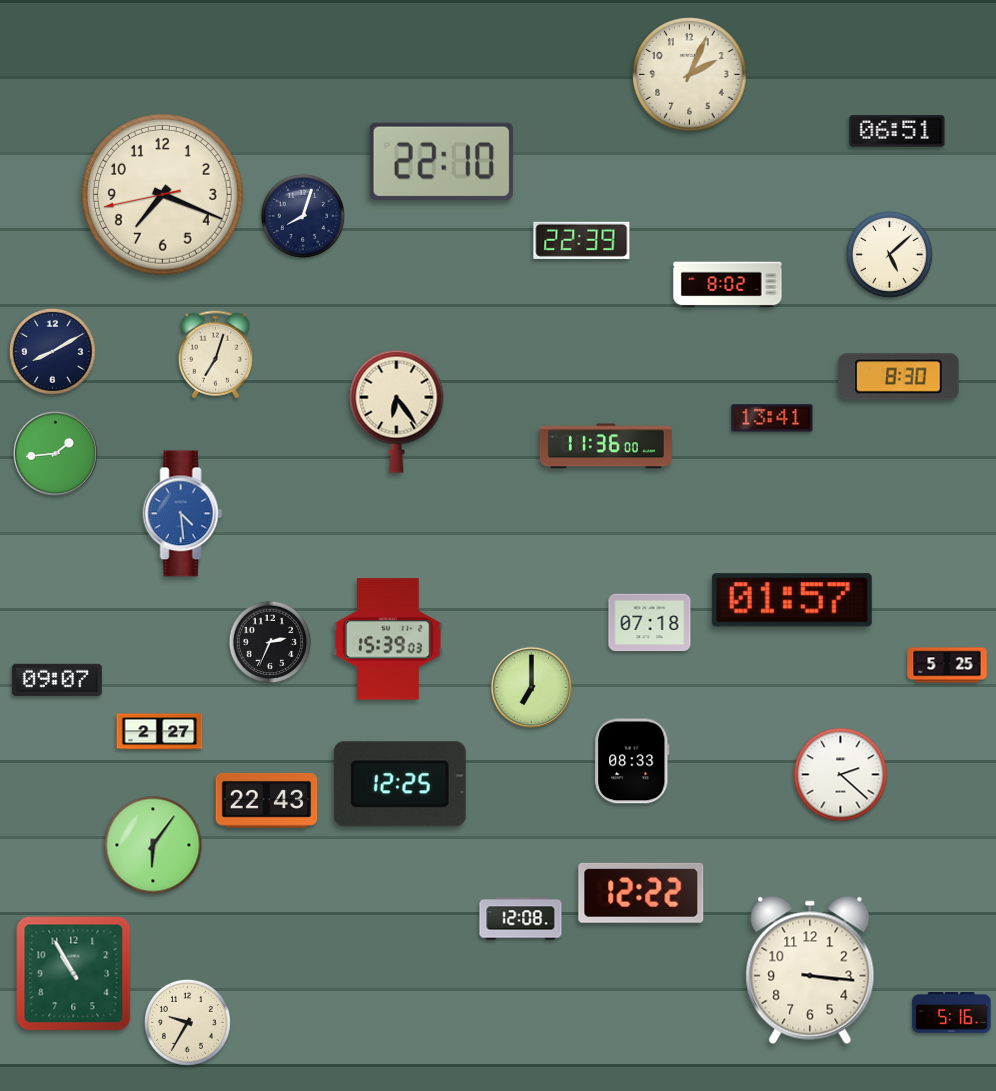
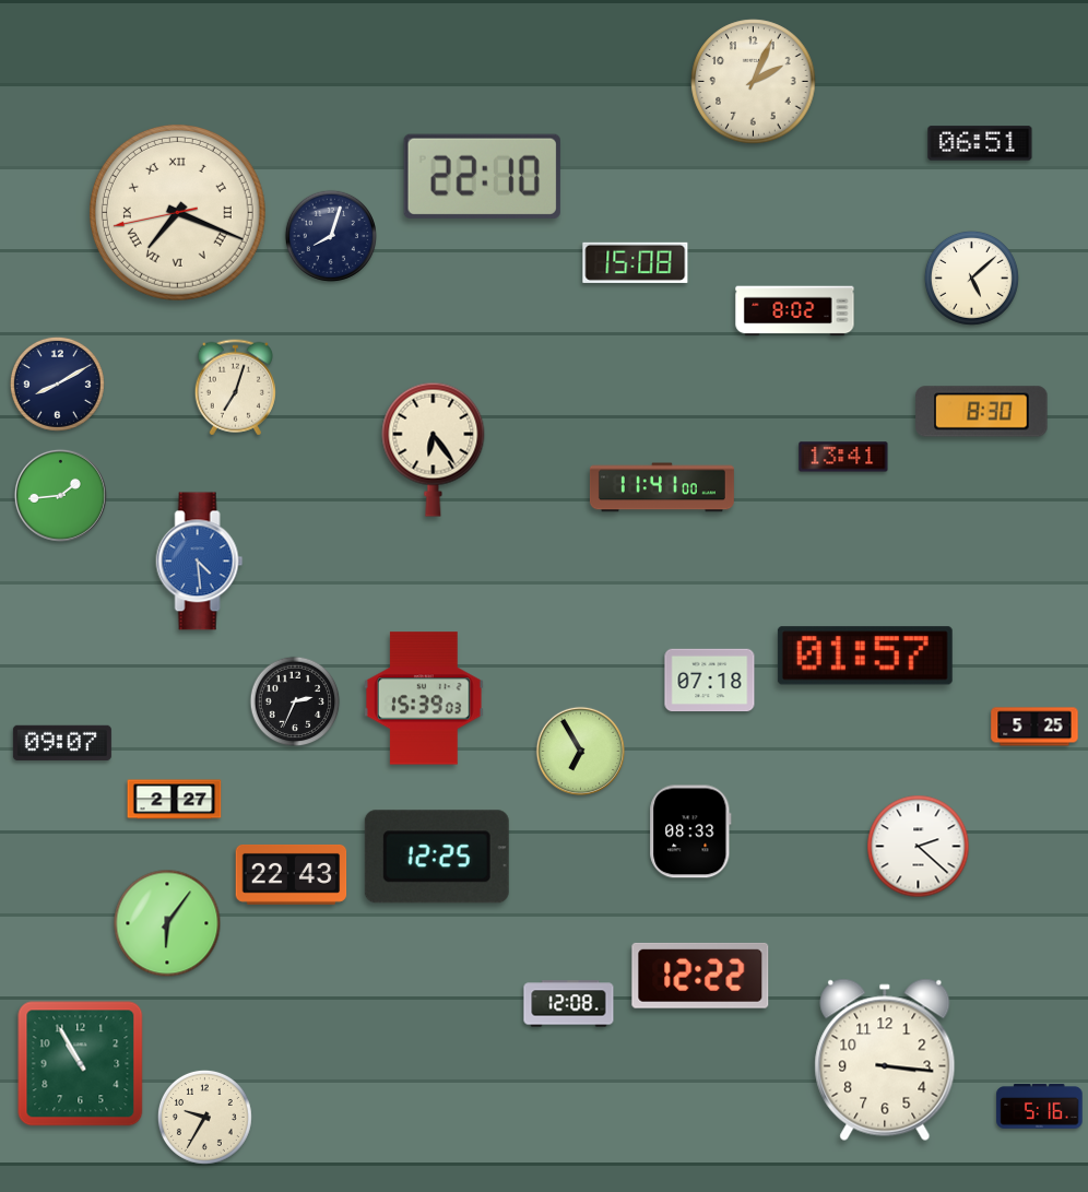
clock at (162, 194) numerals: Arabic -> Roman
clock at (582, 240): 22:39 -> 15:08
clock at (606, 446): 11:36 -> 11:41
clock at (531, 687): 7:00 -> 6:55
